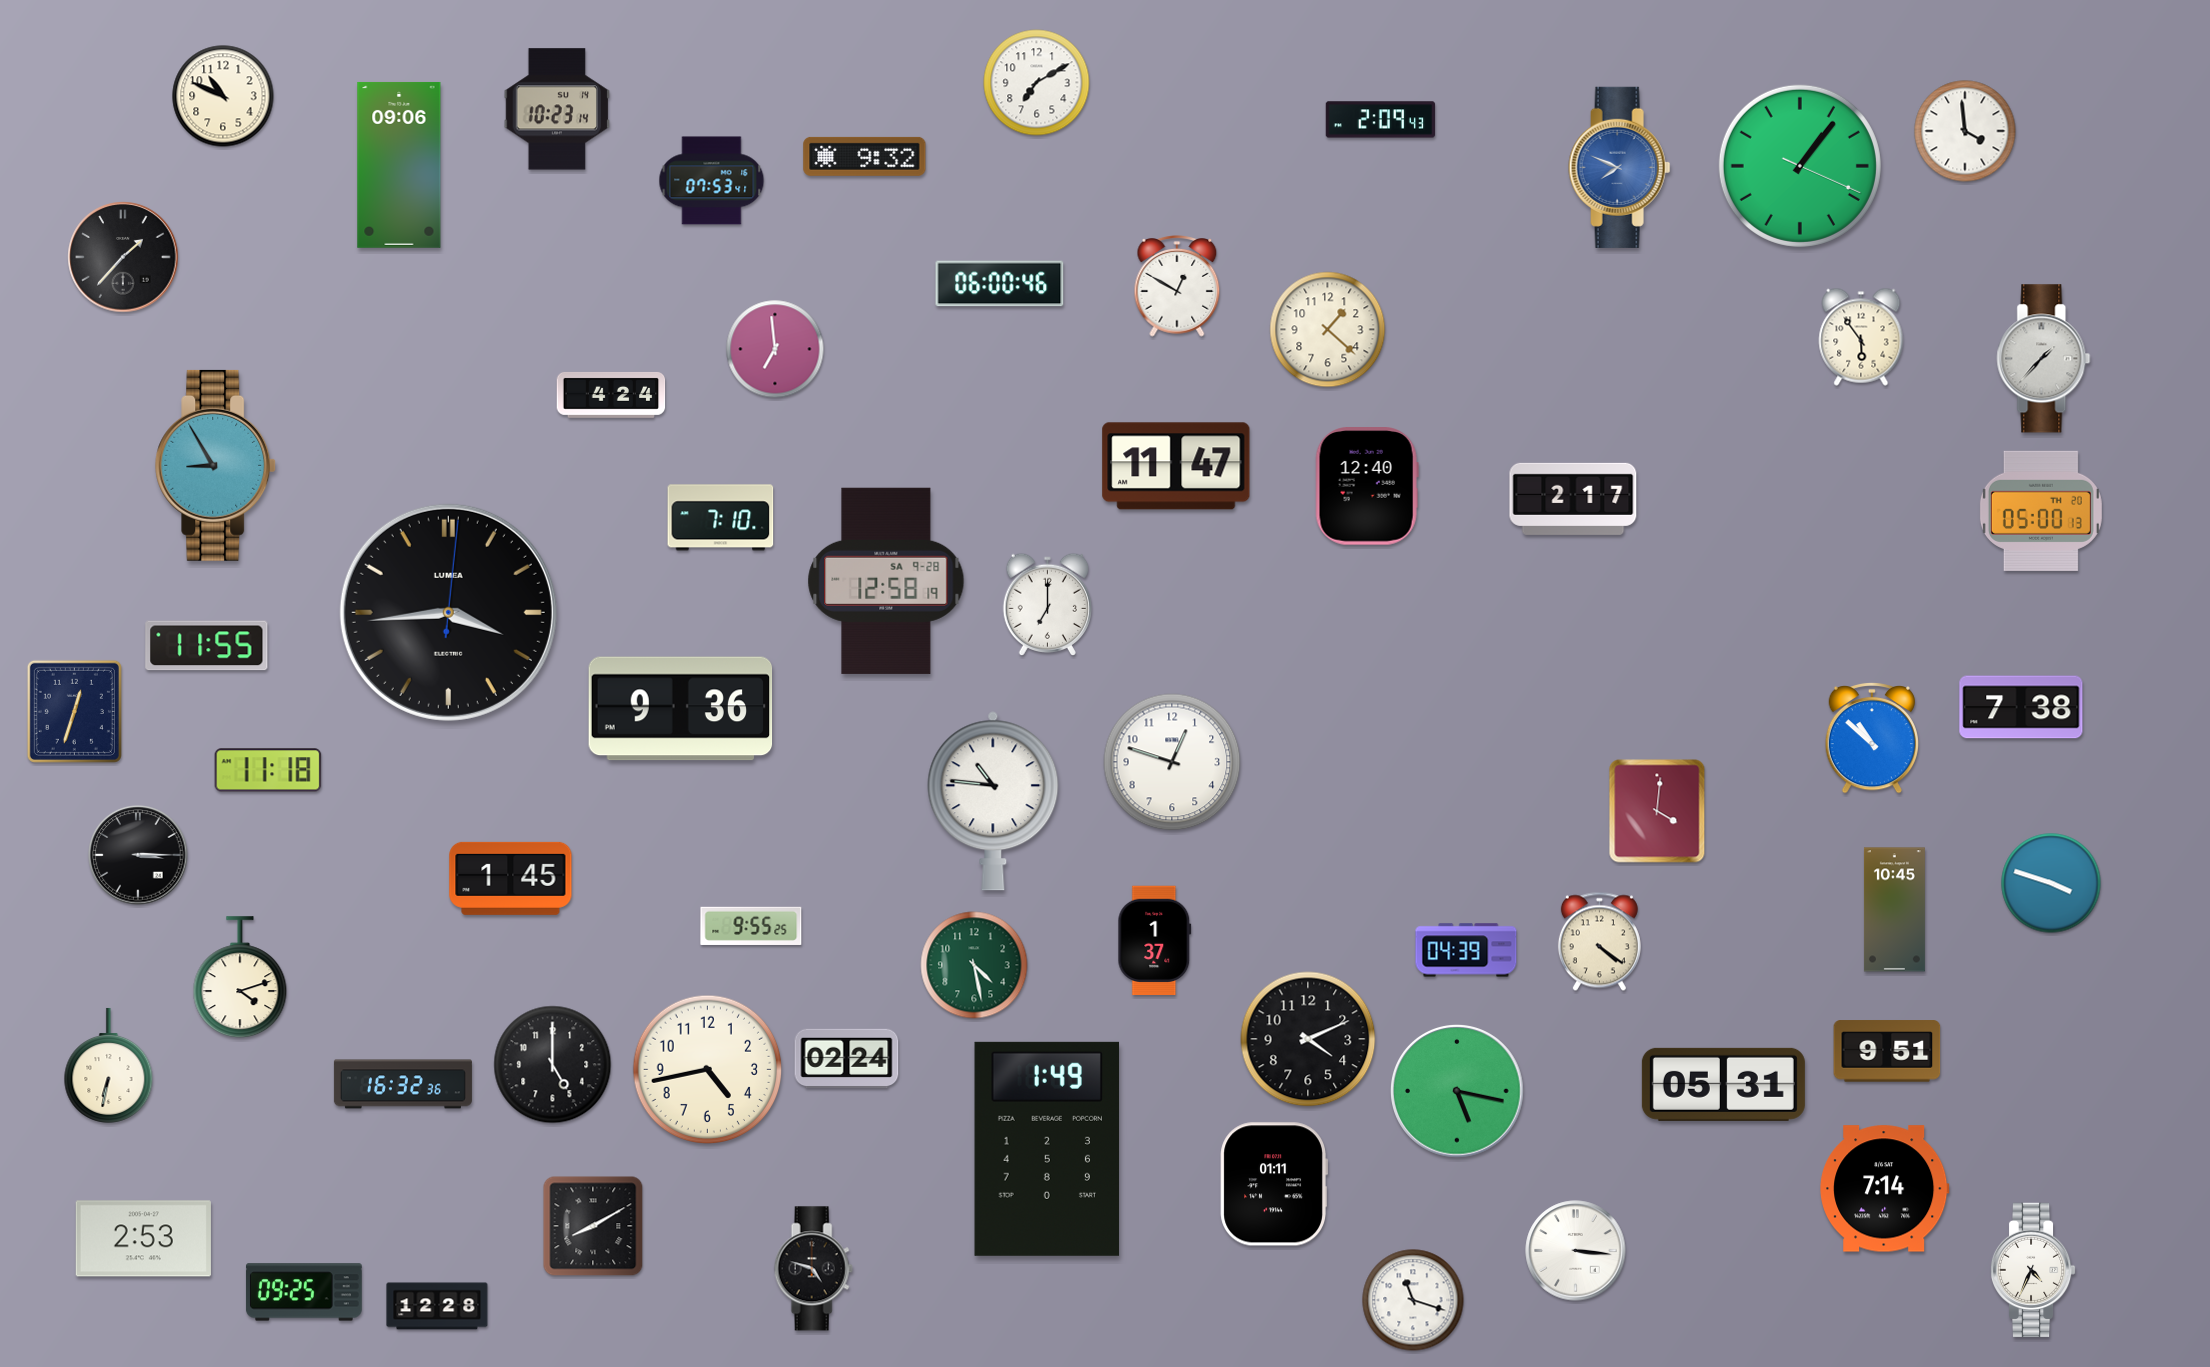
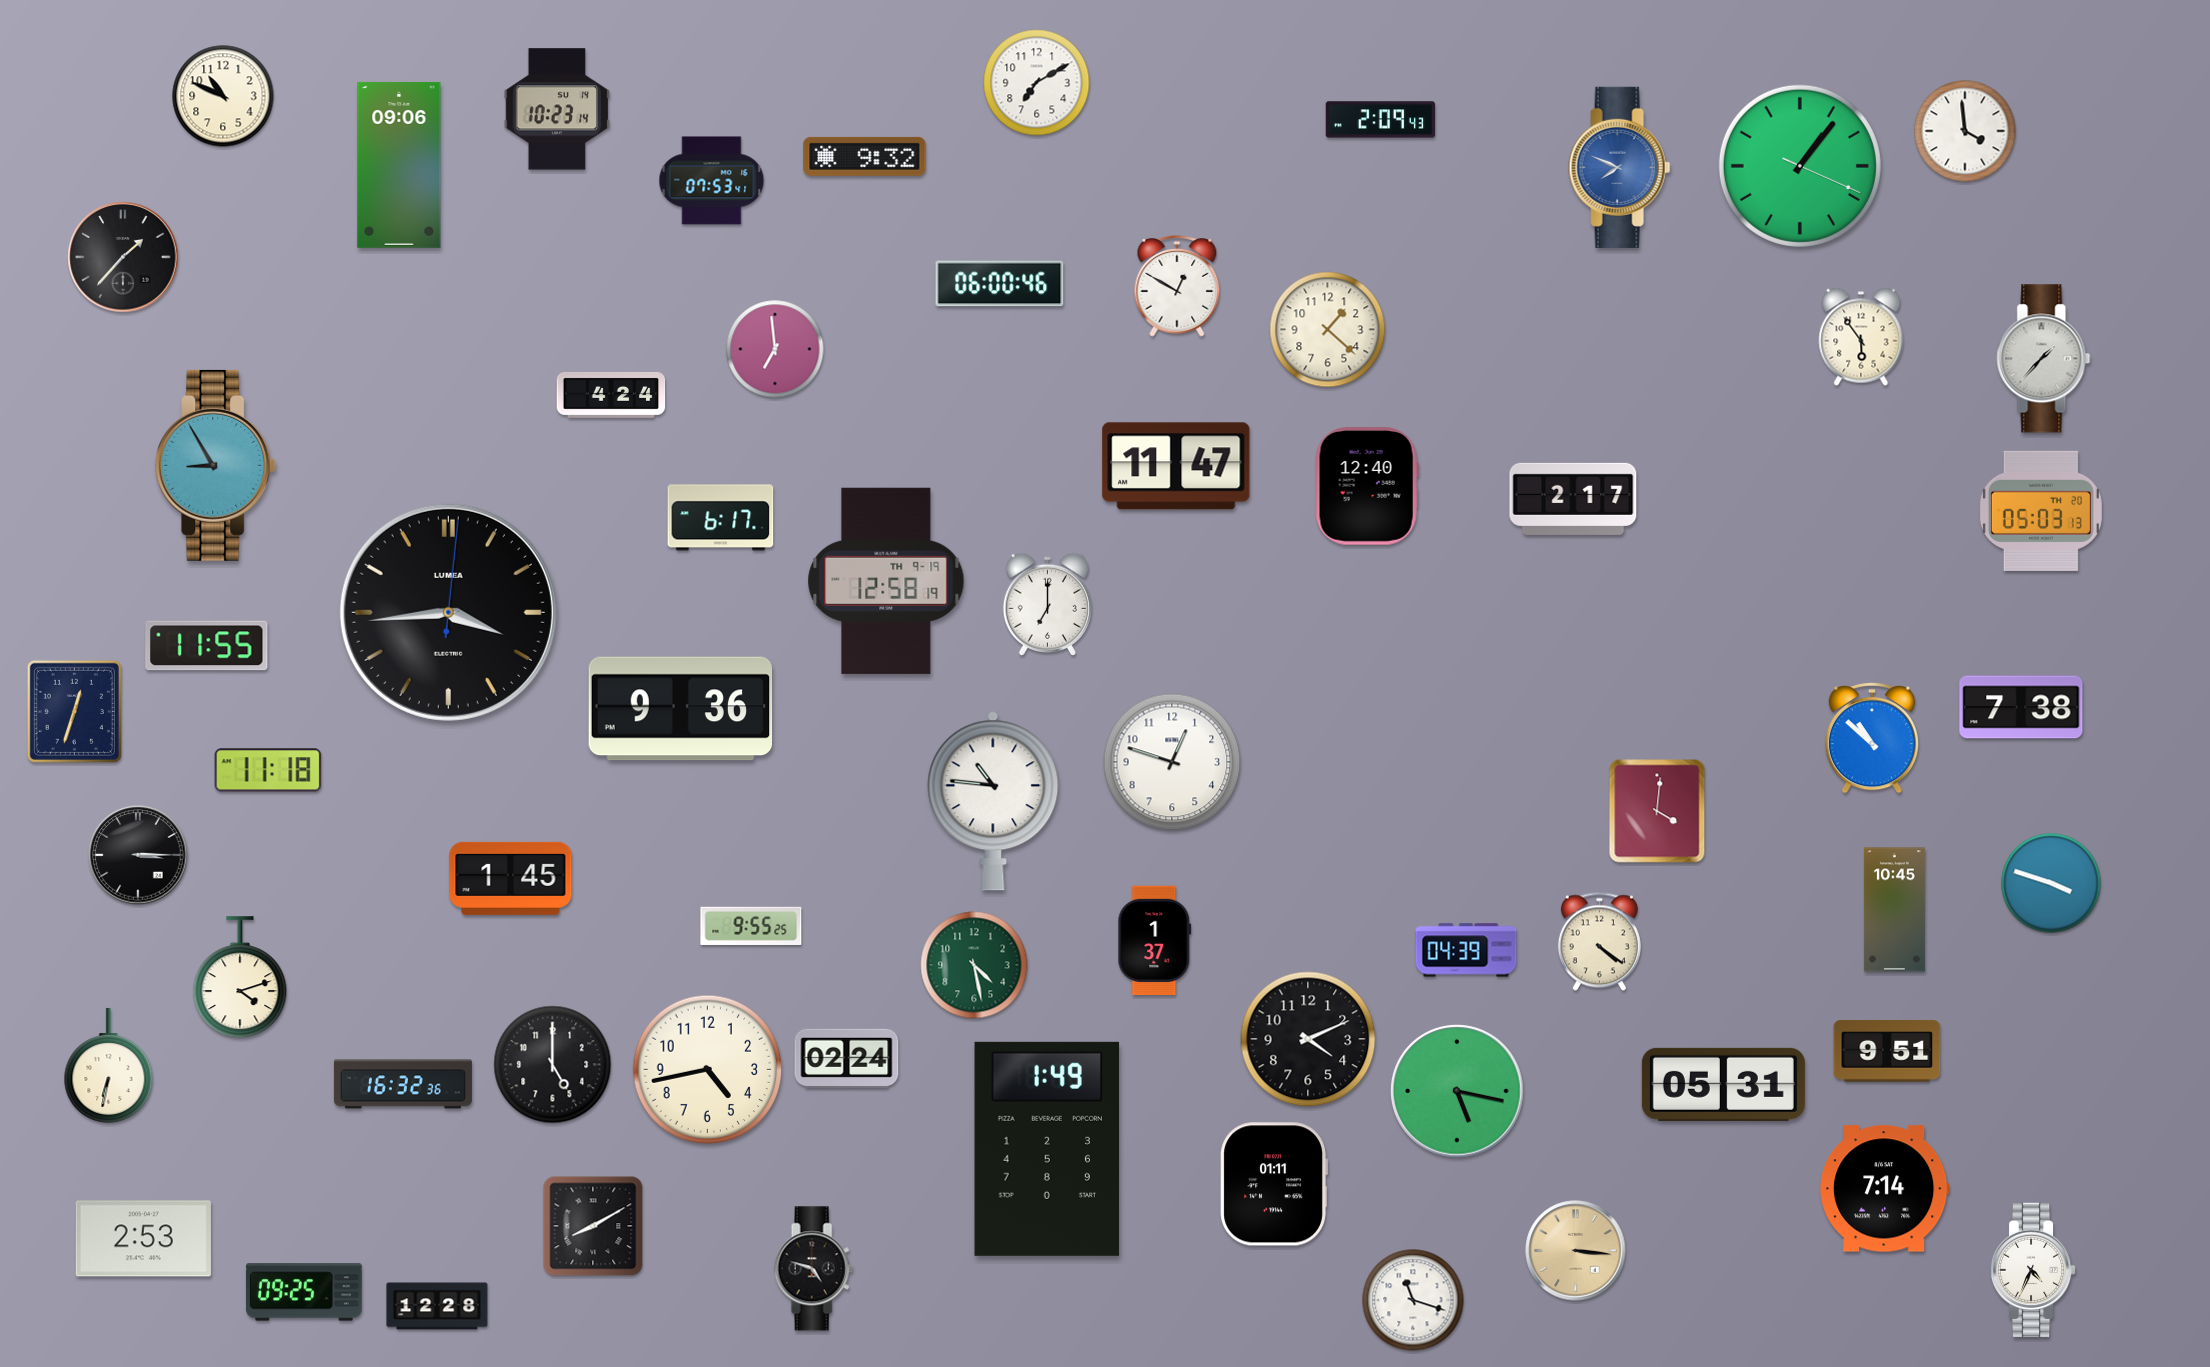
clock at (2041, 511): 05:00 -> 05:03
clock at (721, 518): 7:10 -> 6:17
clock at (886, 581) date: SA 9-28 -> TH 9-19
clock at (1576, 1251) dial: white -> champagne
